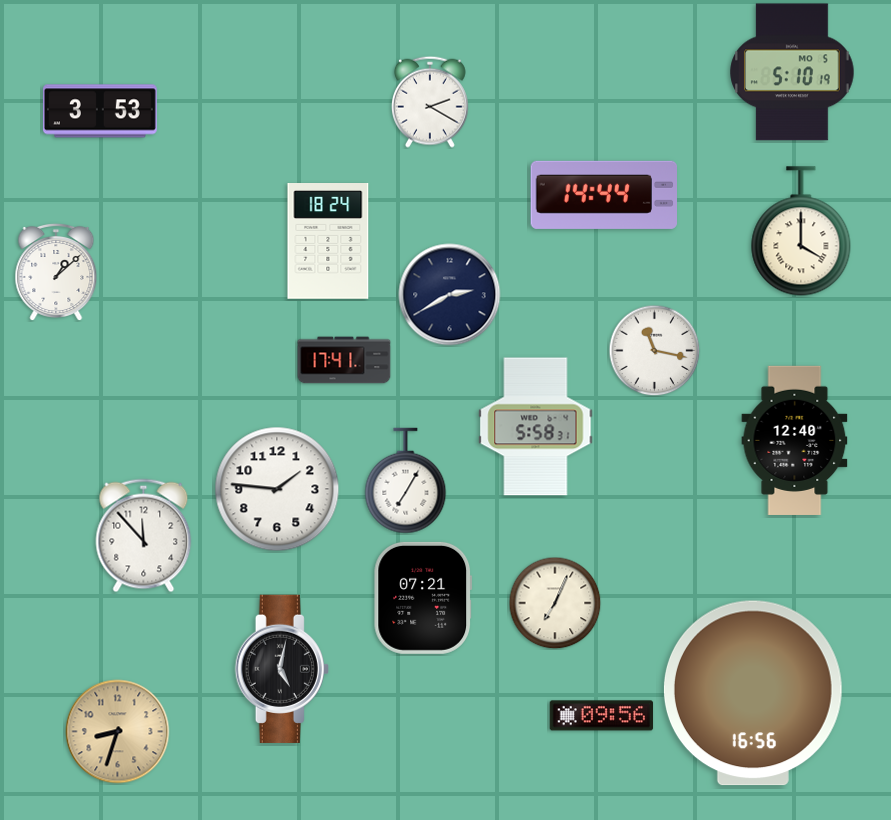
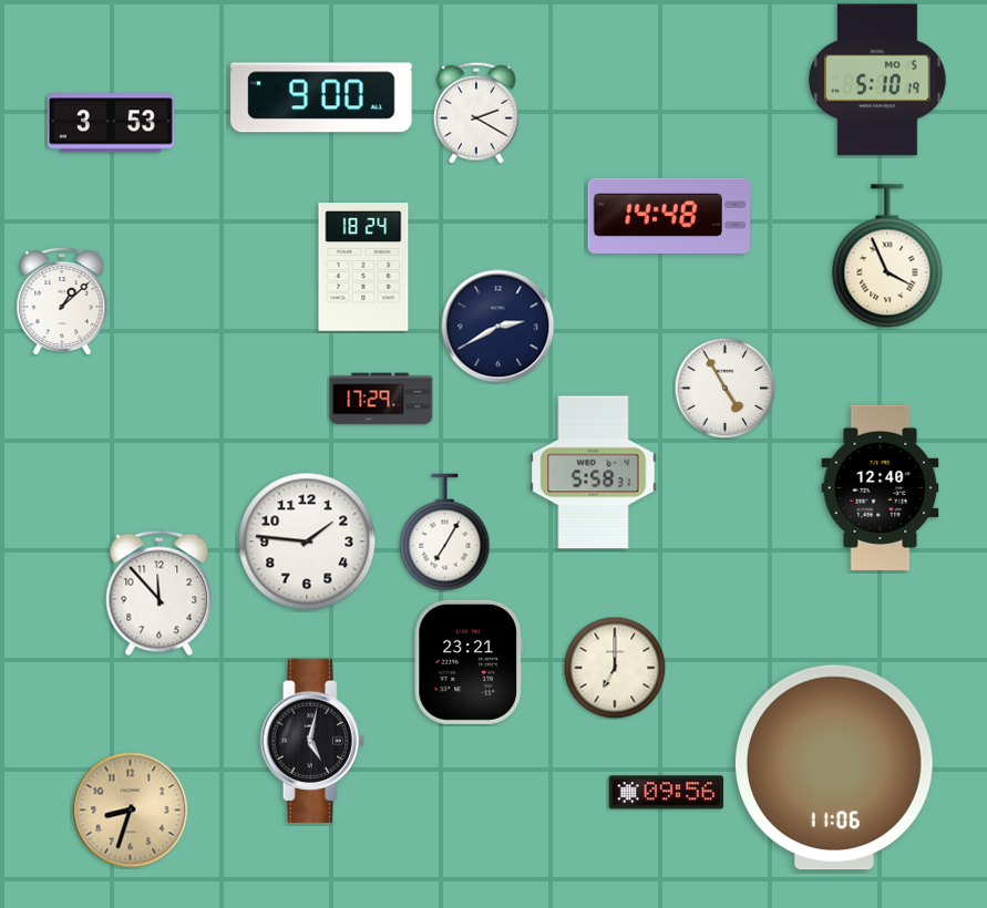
clock at (321, 97): none -> 9:00
clock at (603, 195): 14:44 -> 14:48
clock at (801, 231): 4:00 -> 3:56
clock at (654, 350): 11:17 -> 4:55
clock at (344, 360): 17:41 -> 17:29
clock at (406, 481) position: (406, 481) -> (445, 533)
clock at (423, 598): 07:21 -> 23:21
clock at (555, 603): 7:04 -> 7:00
clock at (753, 693): 16:56 -> 11:06
